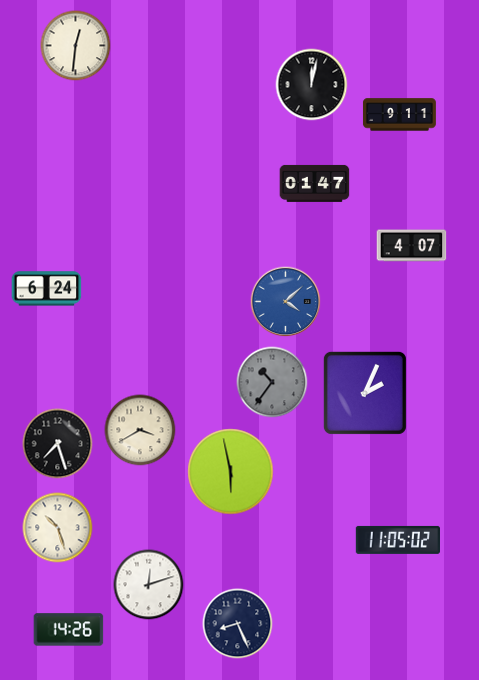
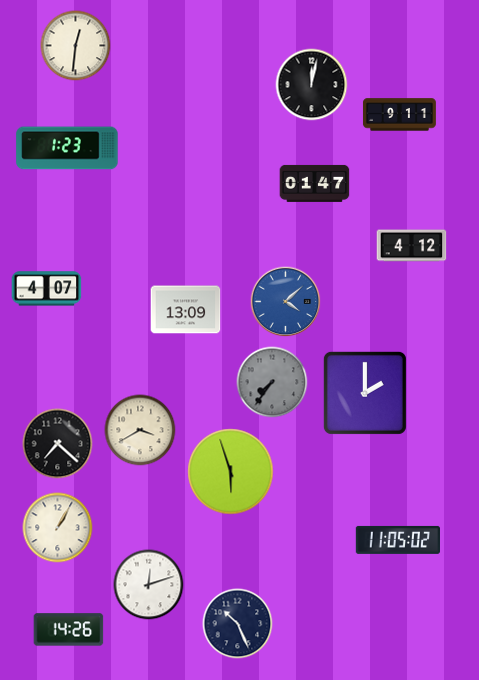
clock at (67, 148): none -> 1:23
clock at (412, 246): 4:07 -> 4:12
clock at (47, 289): 6:24 -> 4:07
clock at (186, 310): none -> 13:09
clock at (272, 382): 10:36 -> 7:36
clock at (365, 393): 2:04 -> 2:00
clock at (58, 444): 7:27 -> 7:22
clock at (231, 472): 5:58 -> 5:57
clock at (58, 528): 10:27 -> 1:05
clock at (238, 624): 8:26 -> 10:26
